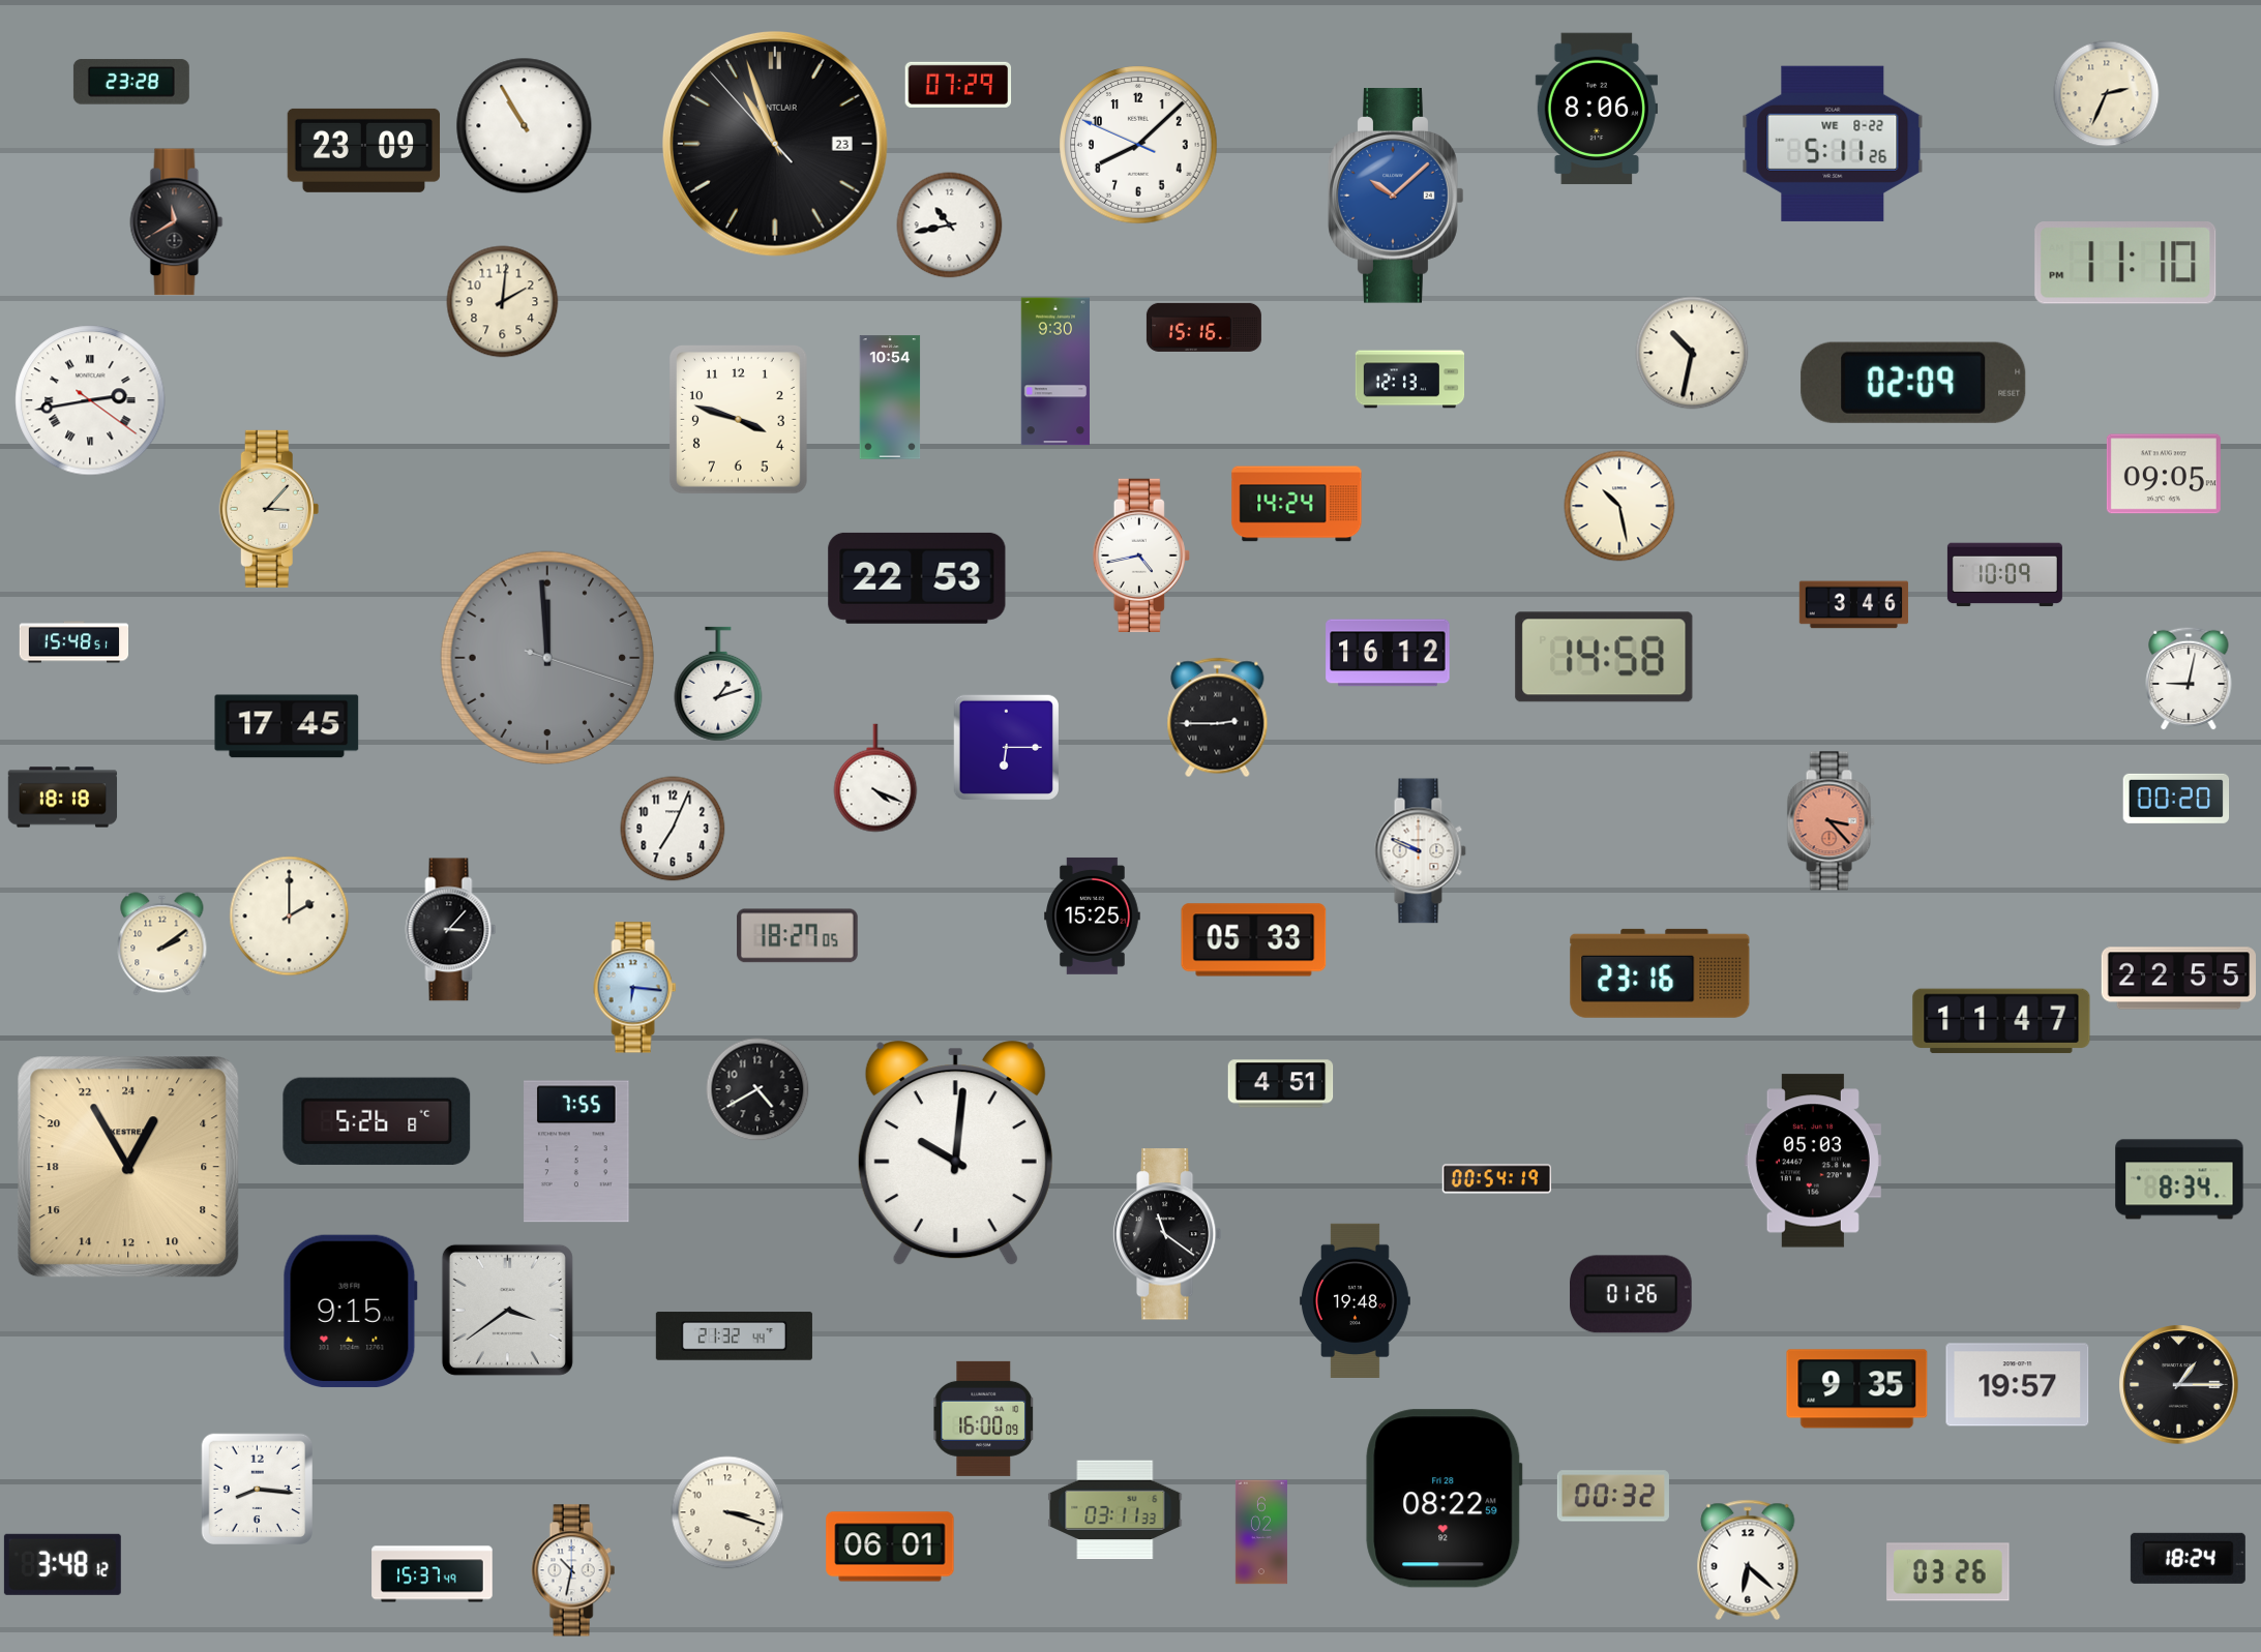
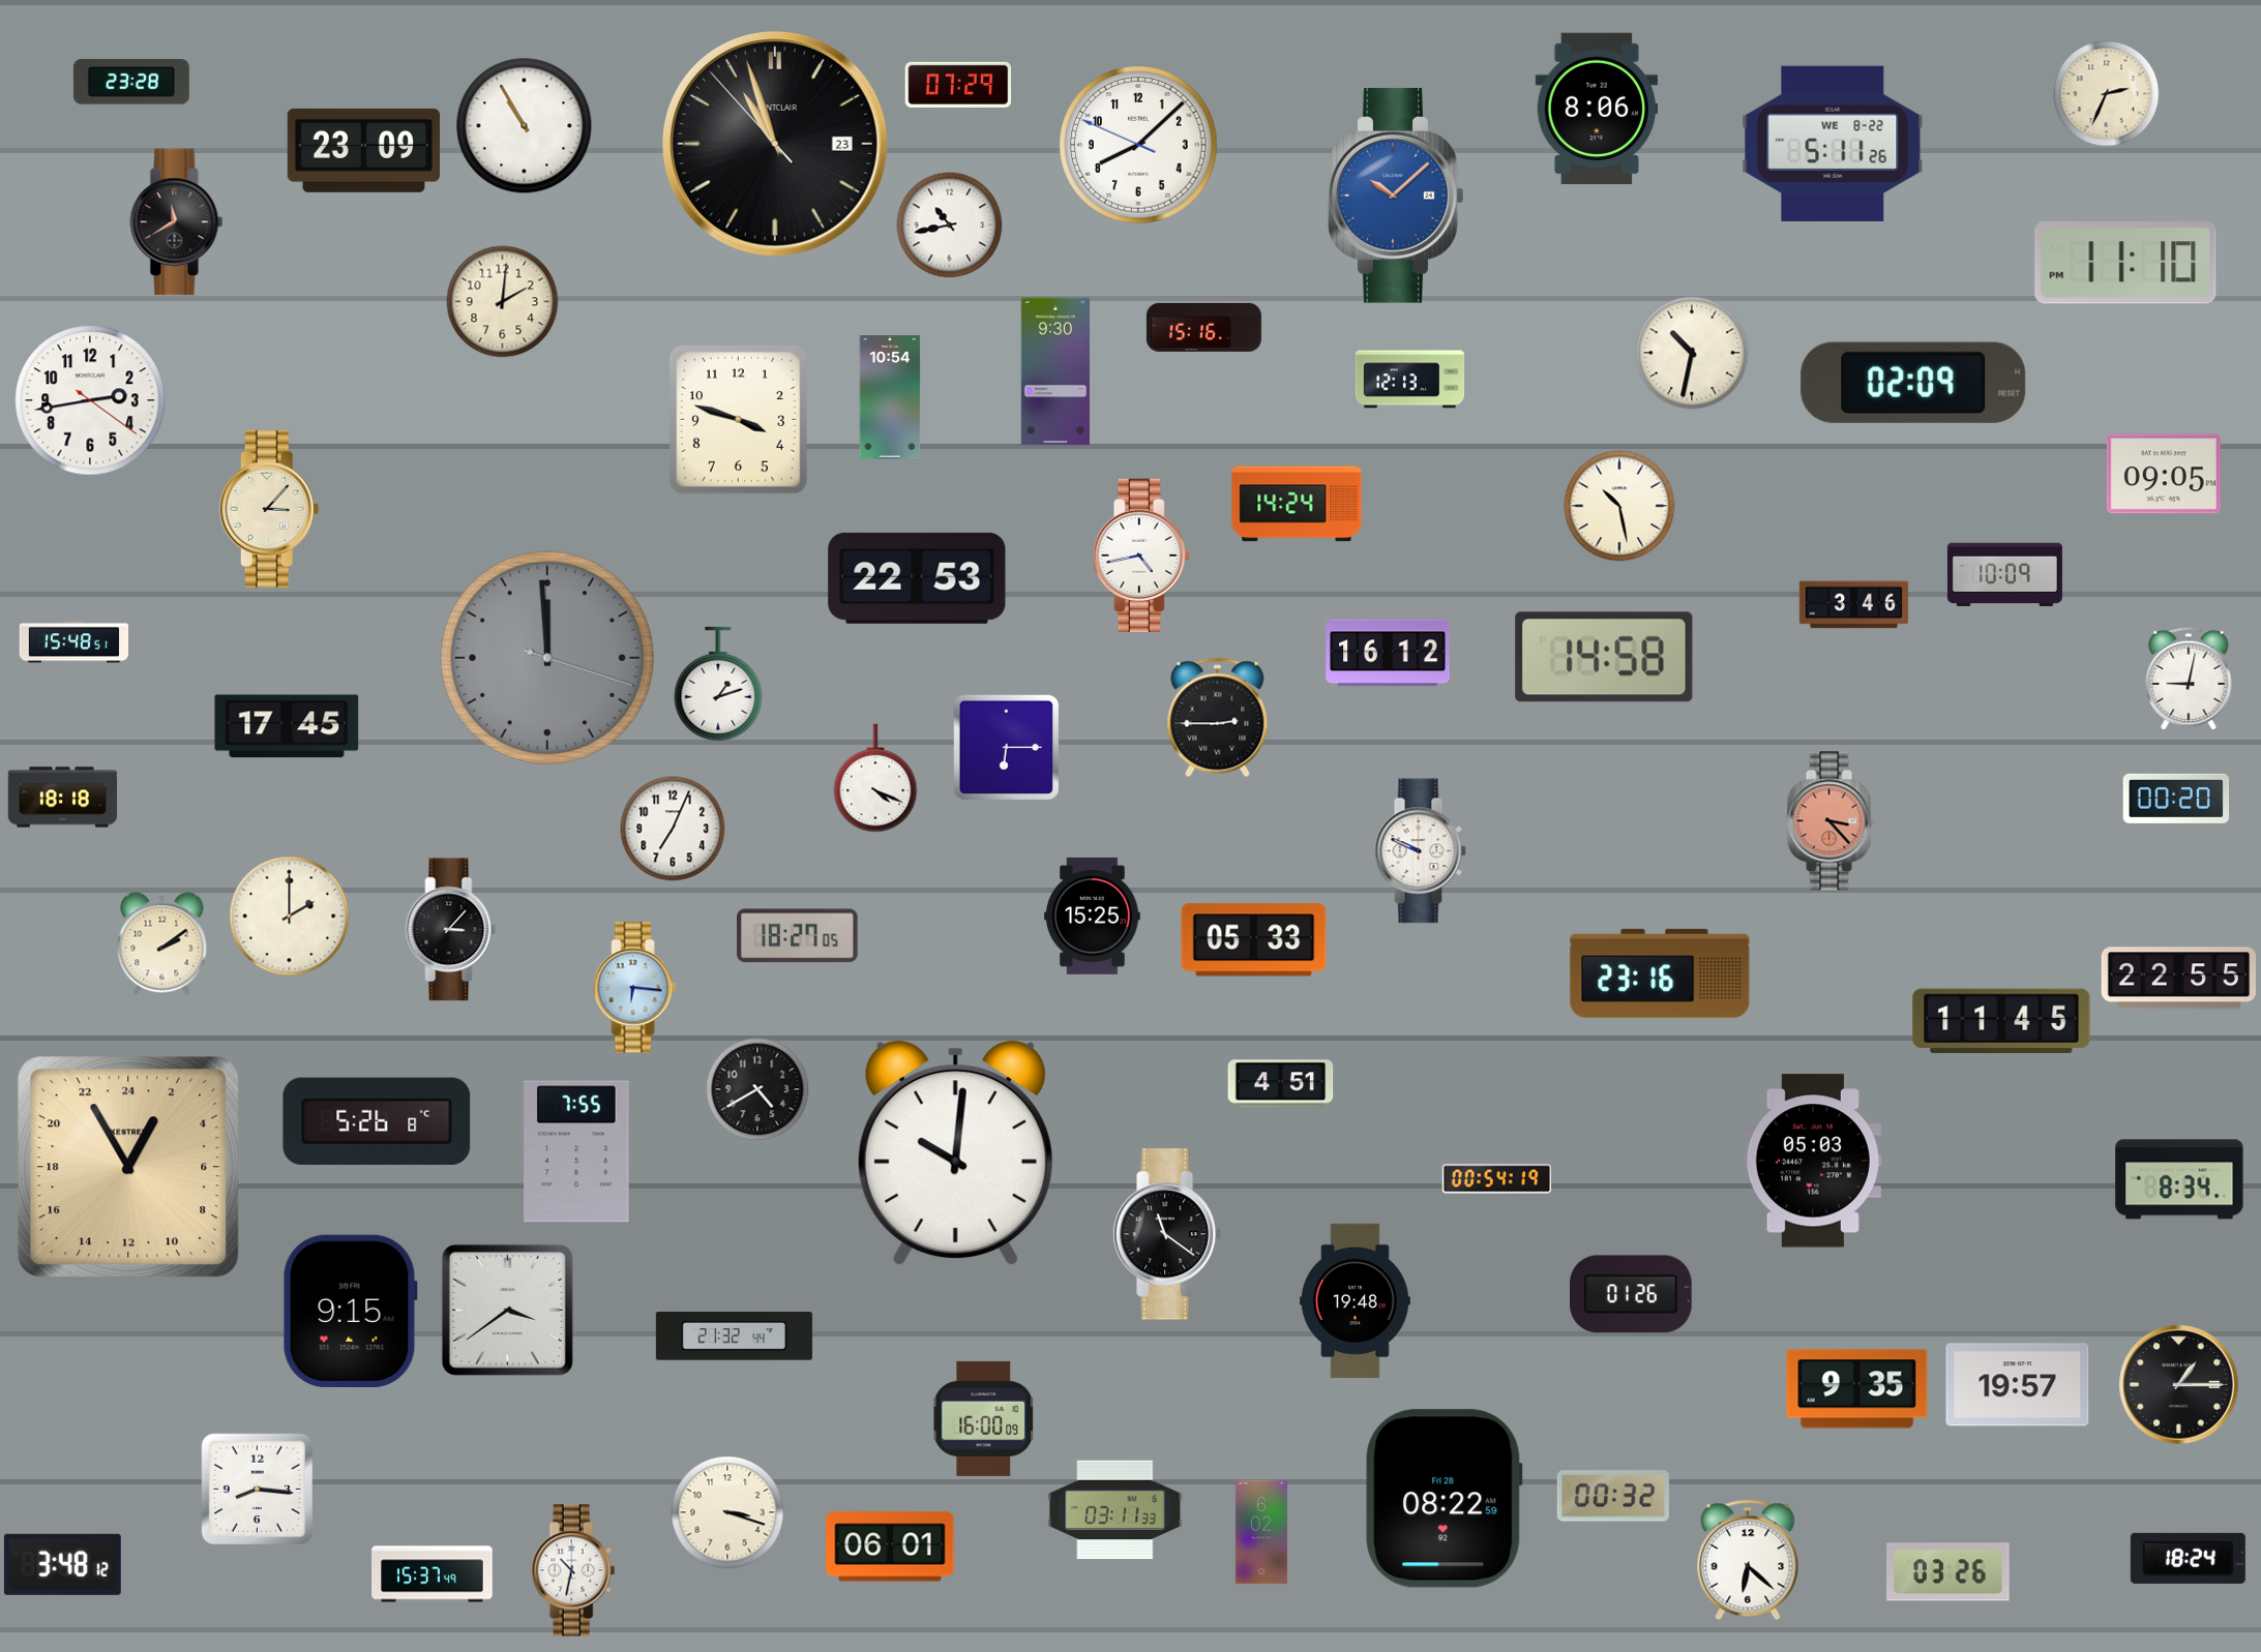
clock at (90, 400) numerals: Roman -> Arabic
clock at (2001, 1021): 11:47 -> 11:45
